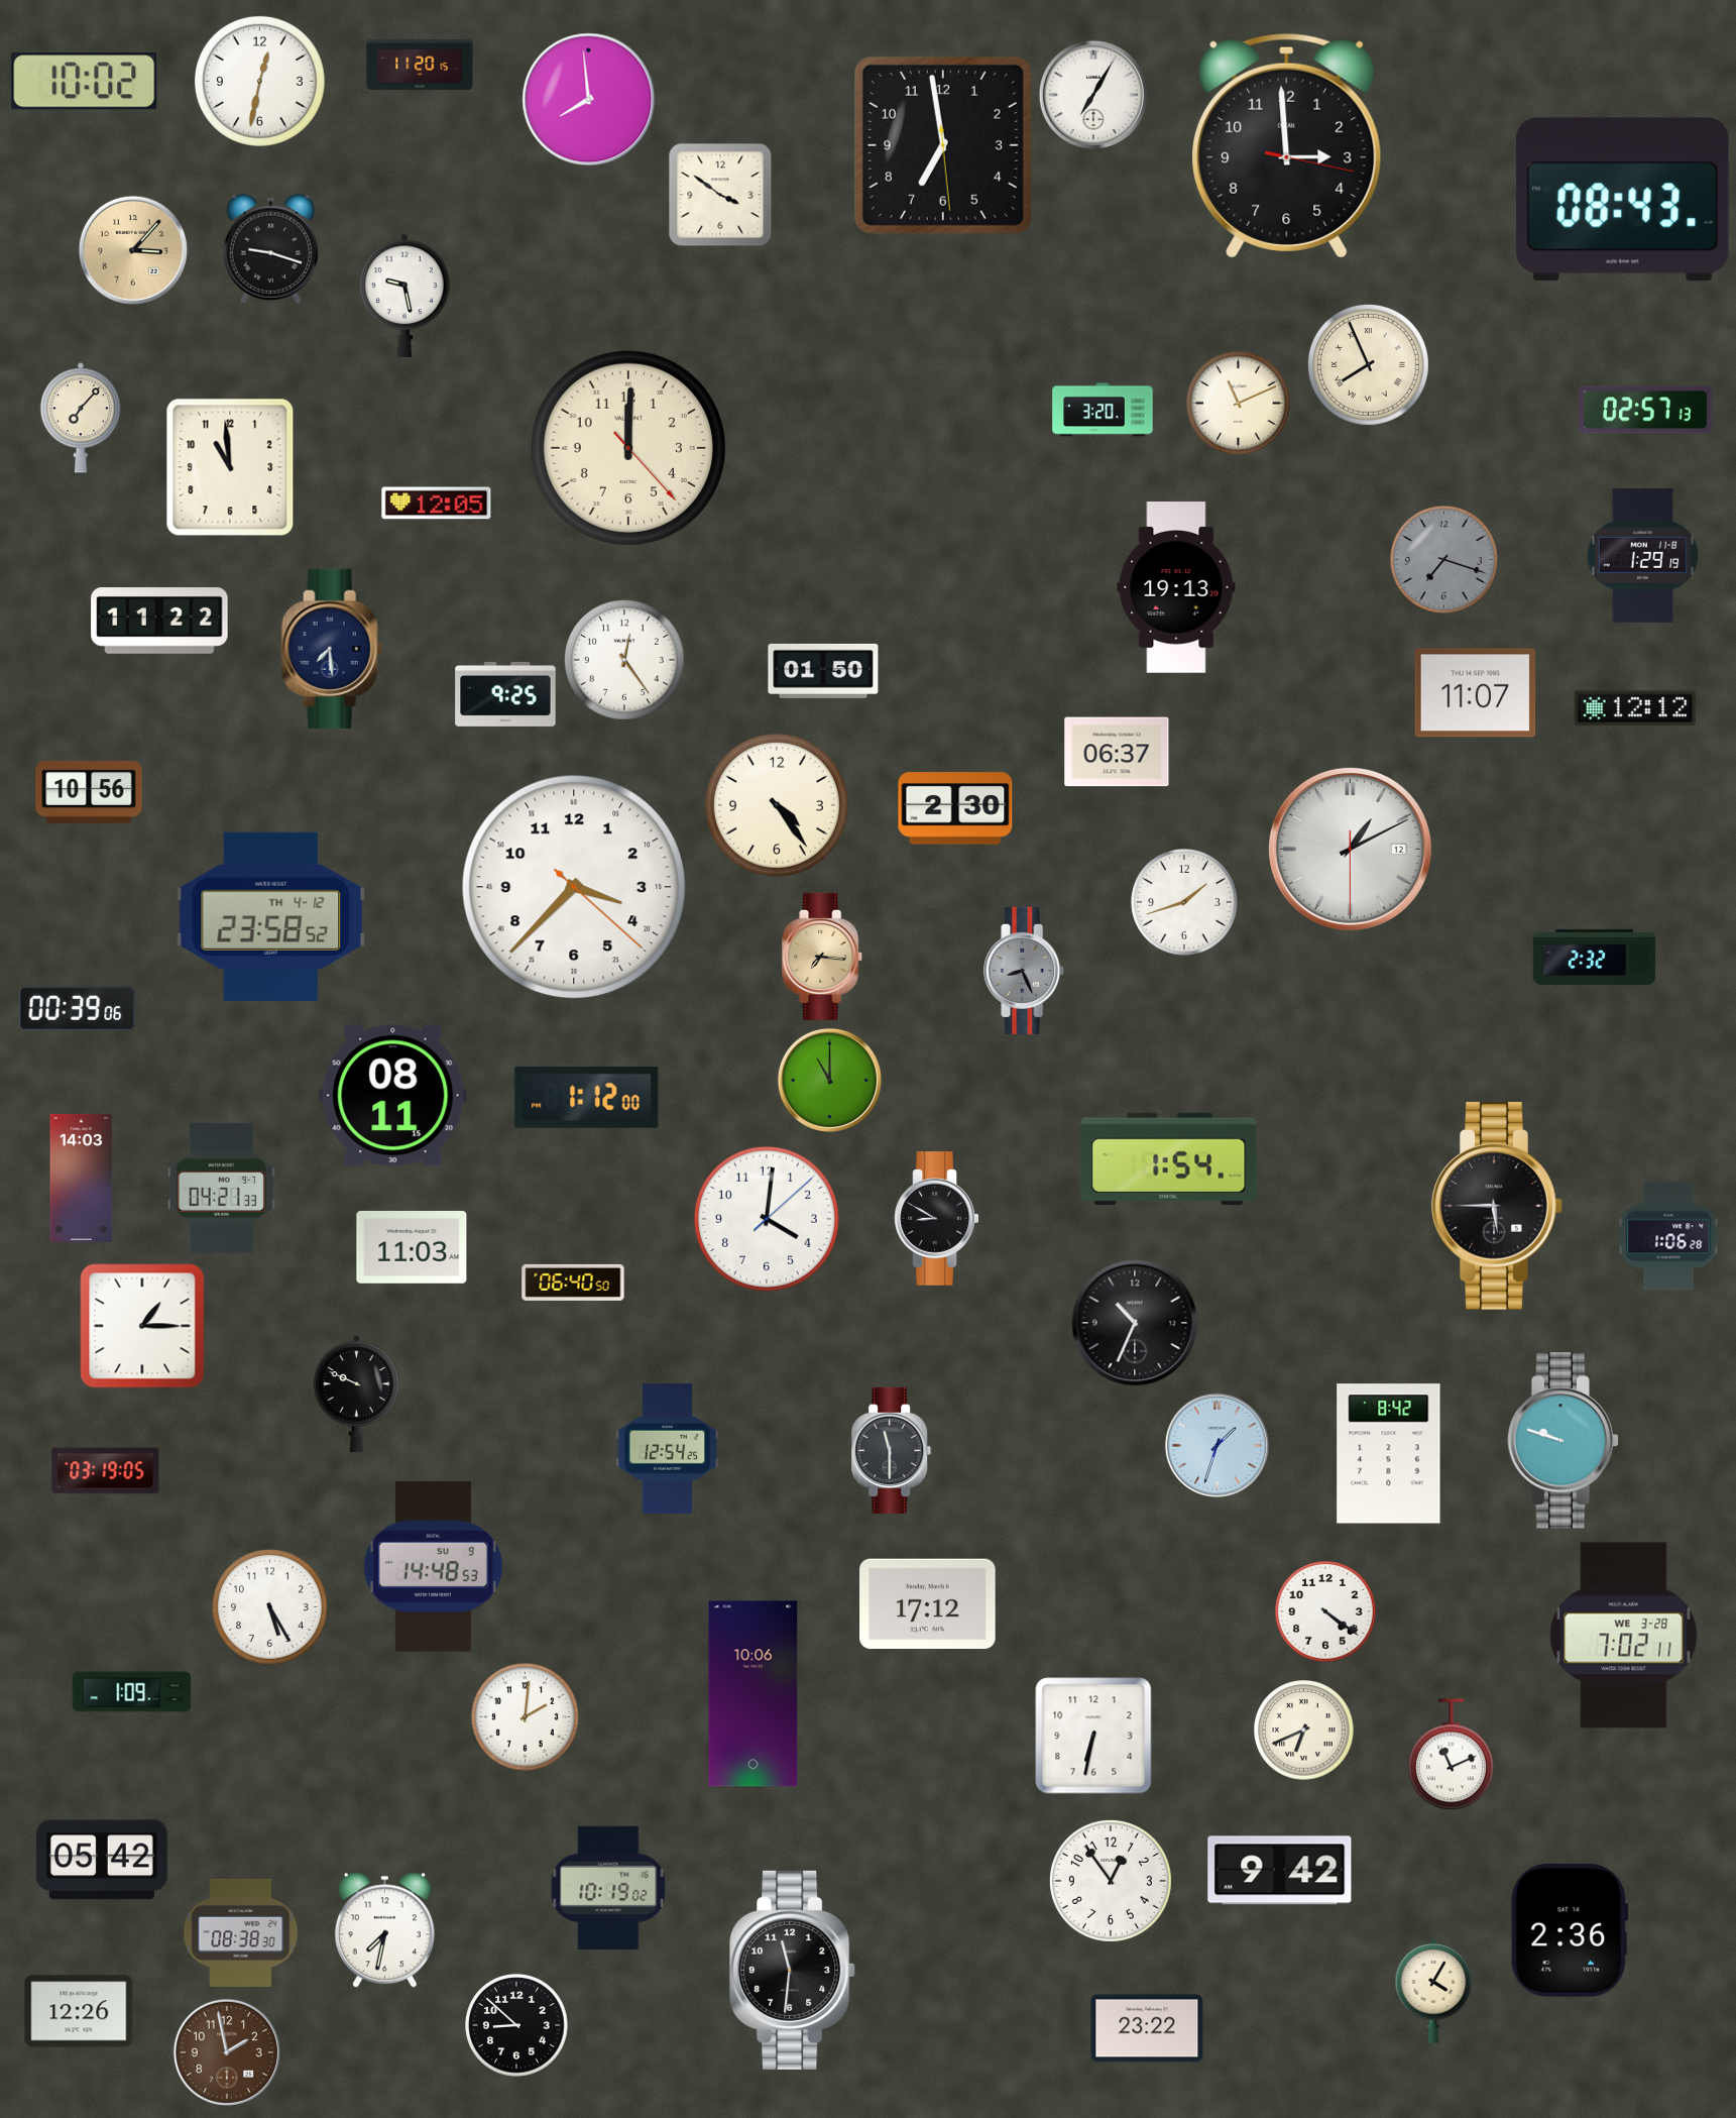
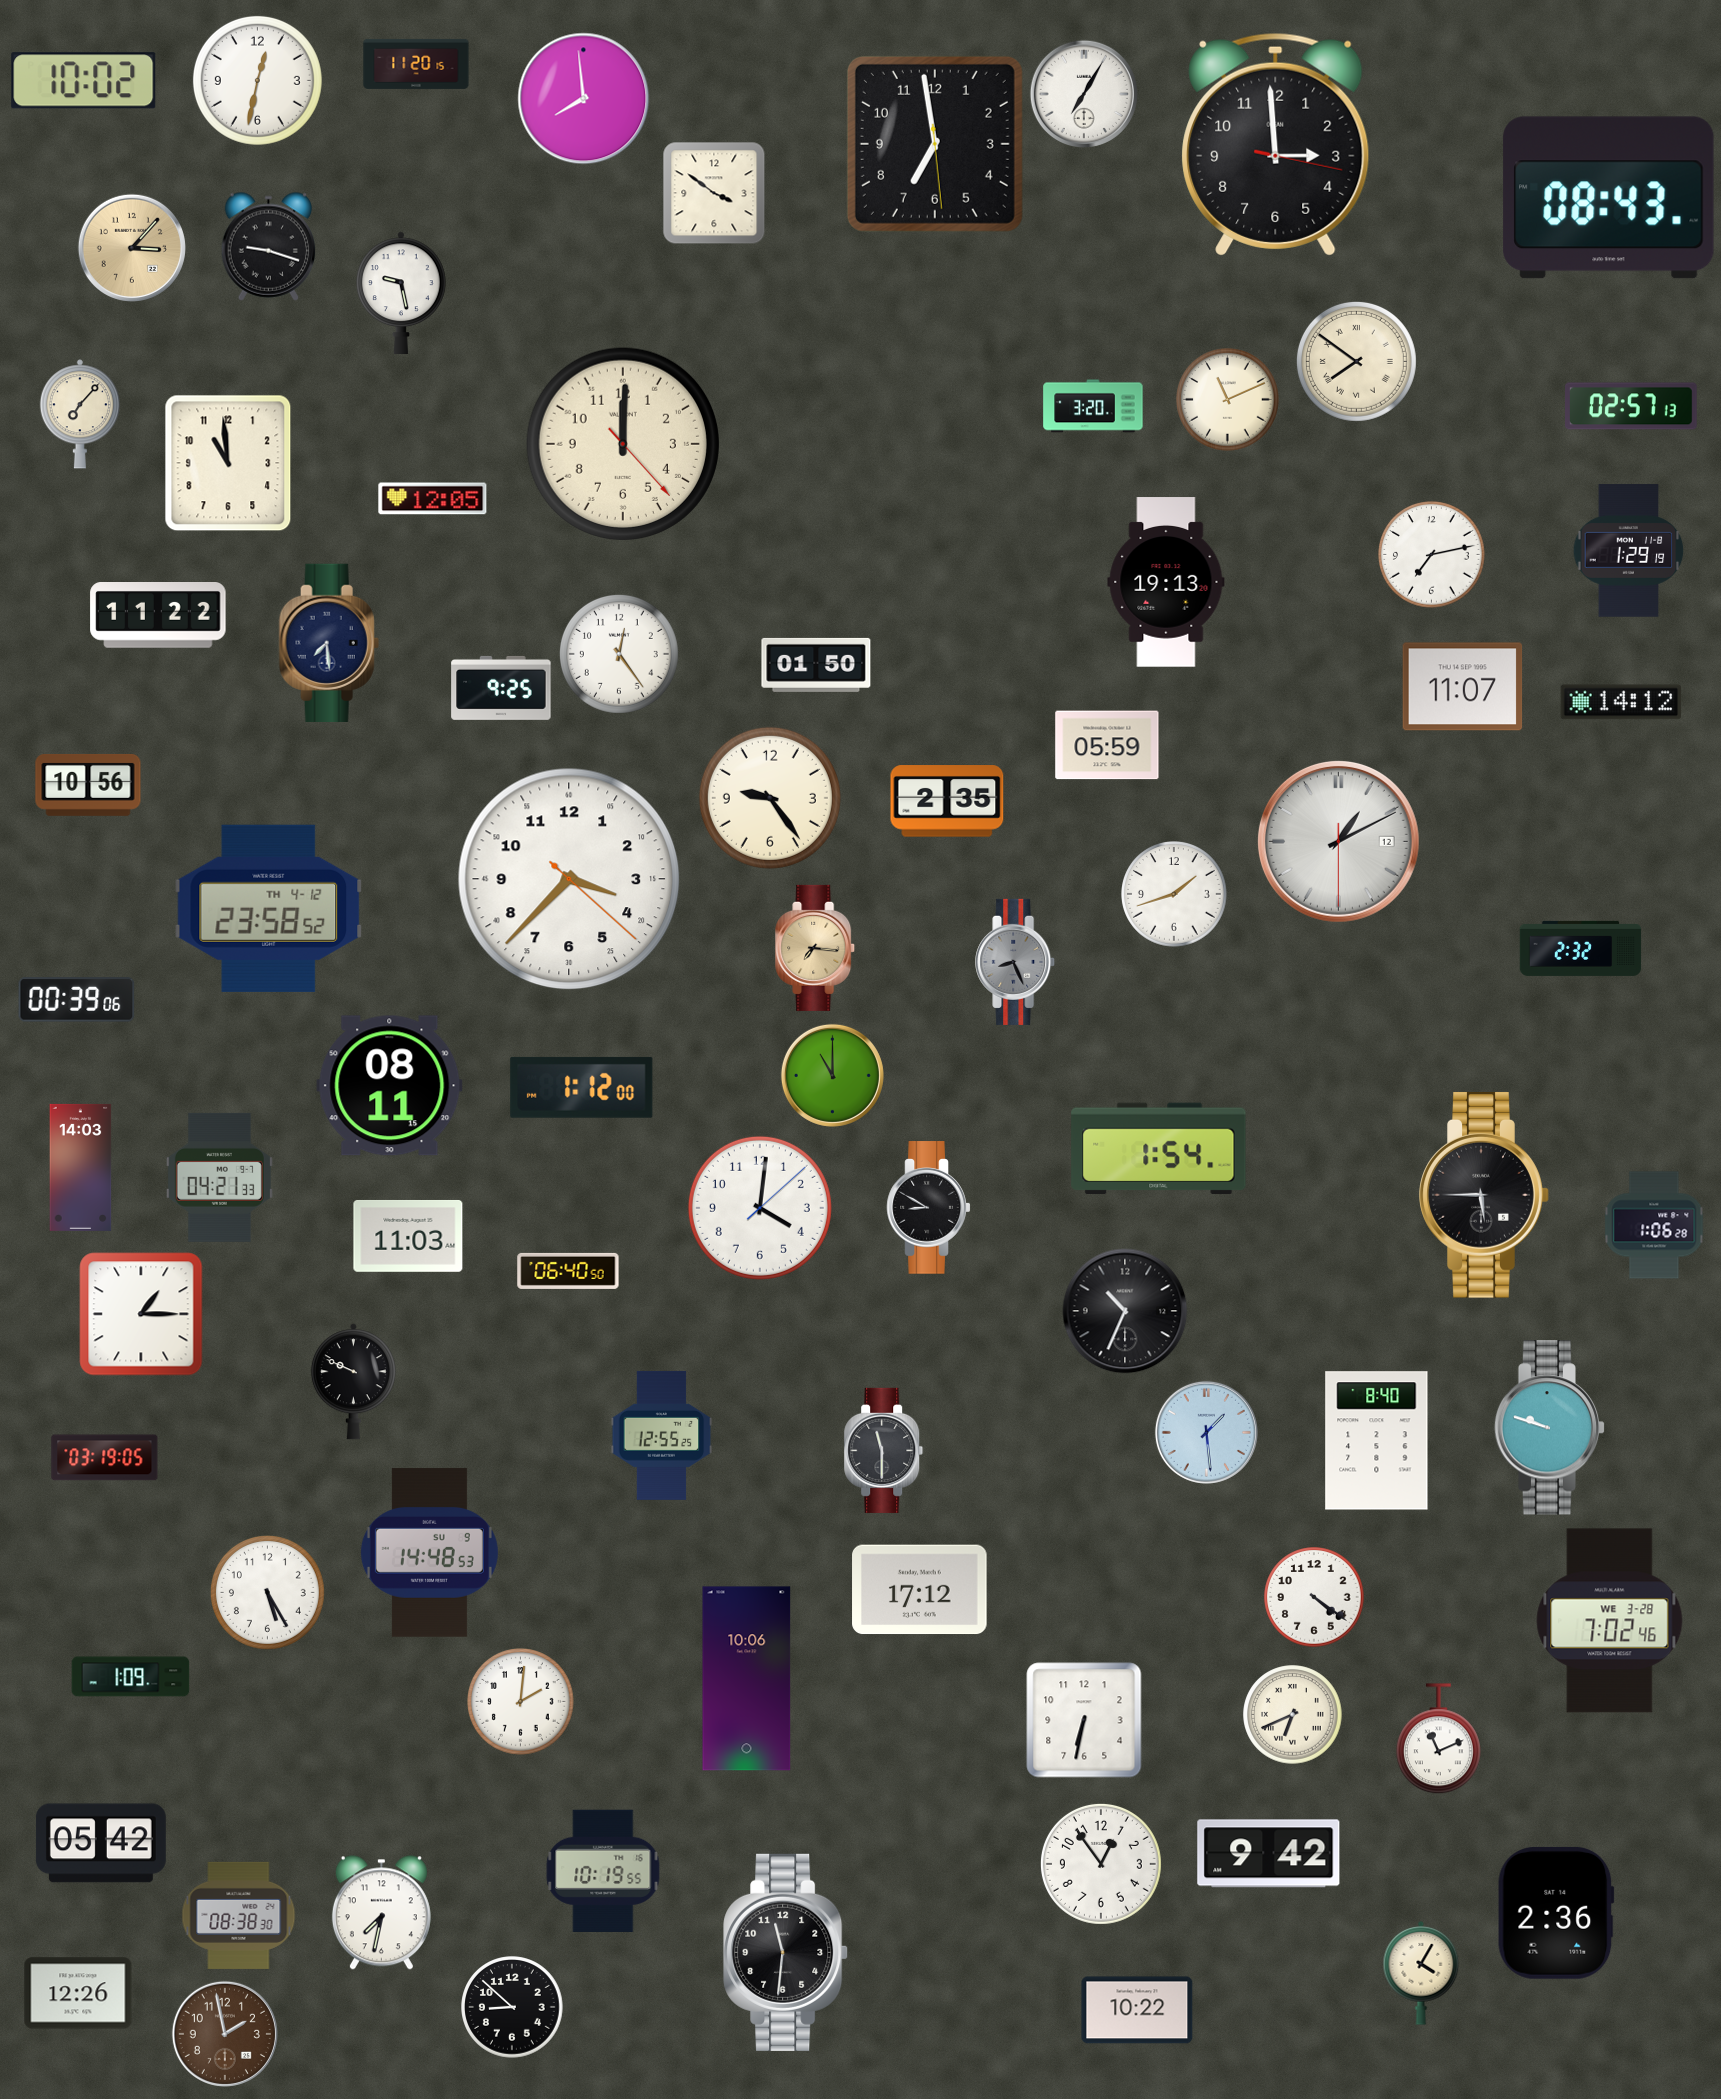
clock at (1368, 364): 7:56 -> 7:51
clock at (1444, 560): 7:18 -> 7:13
clock at (1444, 560) dial: grey -> white
clock at (1635, 708): 12:12 -> 14:12
clock at (1117, 752): 06:37 -> 05:59
clock at (777, 805): 4:24 -> 9:24
clock at (955, 808): 2:30 -> 2:35
clock at (829, 1080) position: (829, 1080) -> (832, 1075)
clock at (1217, 1445): 1:33 -> 1:29
clock at (668, 1448): 12:54 -> 12:55
clock at (892, 1450) position: (892, 1450) -> (884, 1450)
clock at (1389, 1454): 8:42 -> 8:40
clock at (1624, 1636): 7:02:11 -> 7:02:46
clock at (608, 1888): 10:19:02 -> 10:19:55
clock at (1147, 2028): 23:22 -> 10:22
